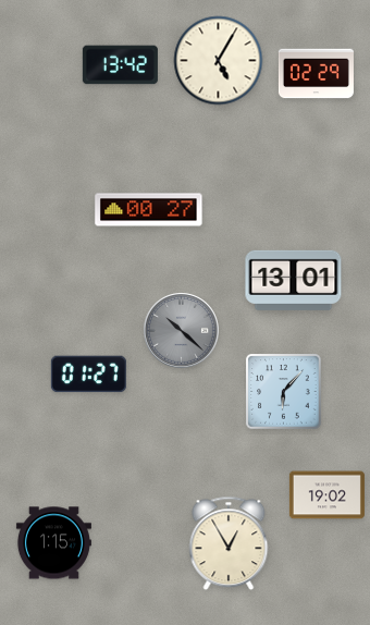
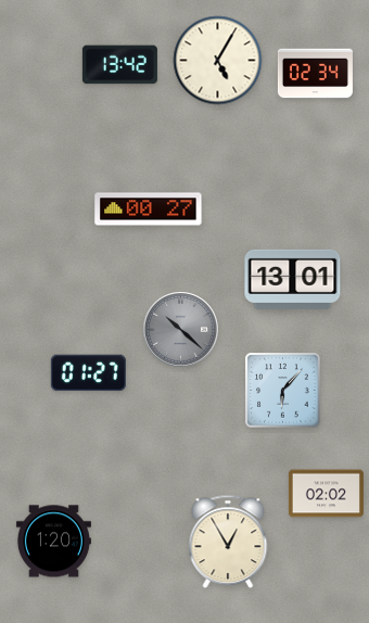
clock at (316, 74): 02:29 -> 02:34
clock at (326, 495): 19:02 -> 02:02
clock at (53, 543): 1:15 -> 1:20
